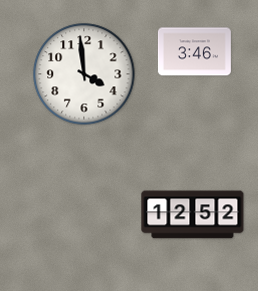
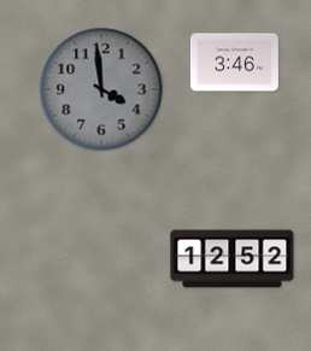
clock at (84, 74) dial: white -> grey
